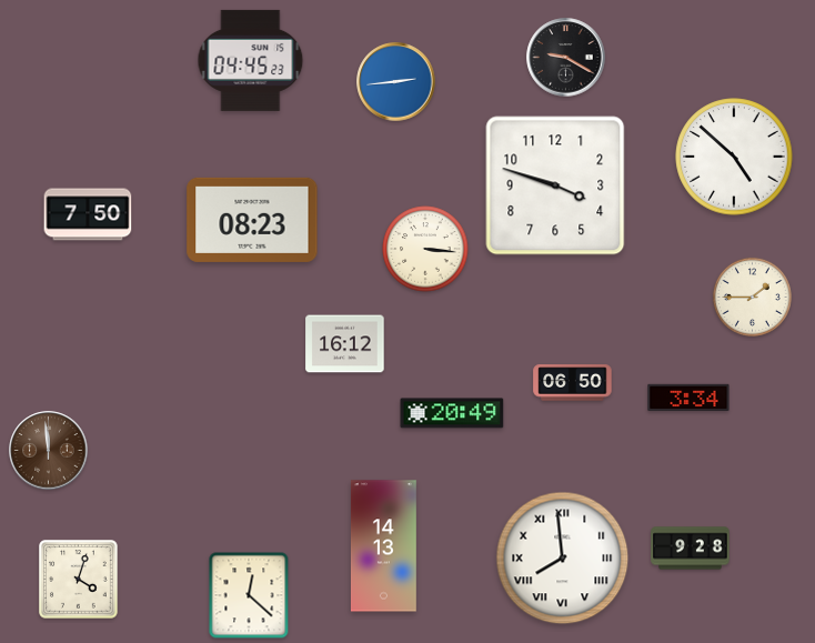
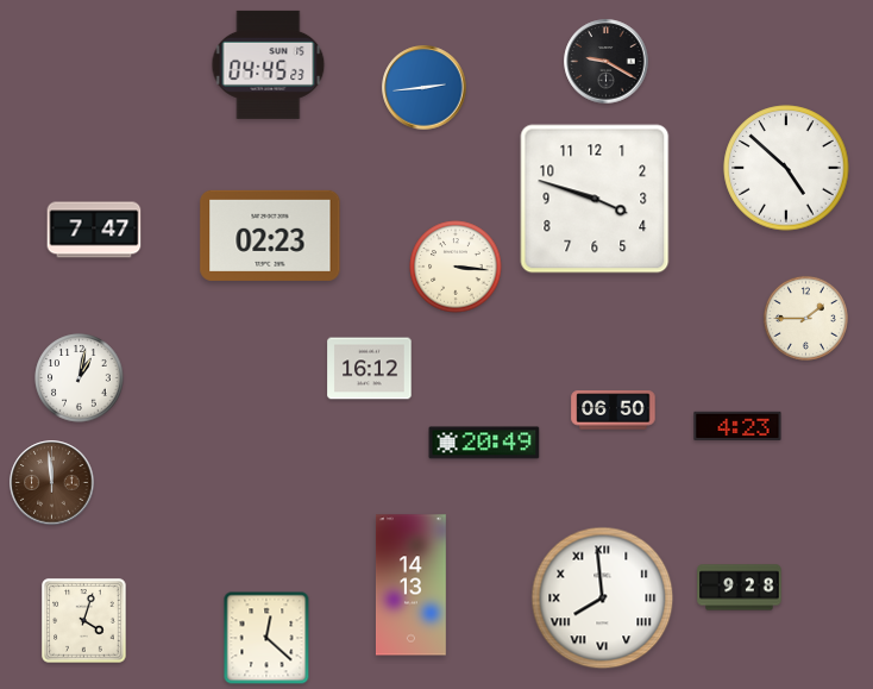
clock at (88, 214): 7:50 -> 7:47
clock at (252, 220): 08:23 -> 02:23
clock at (80, 378): none -> 1:02
clock at (688, 398): 3:34 -> 4:23
